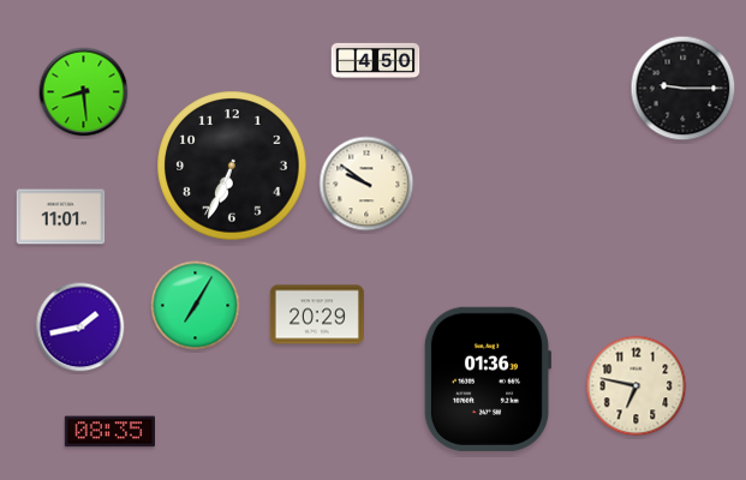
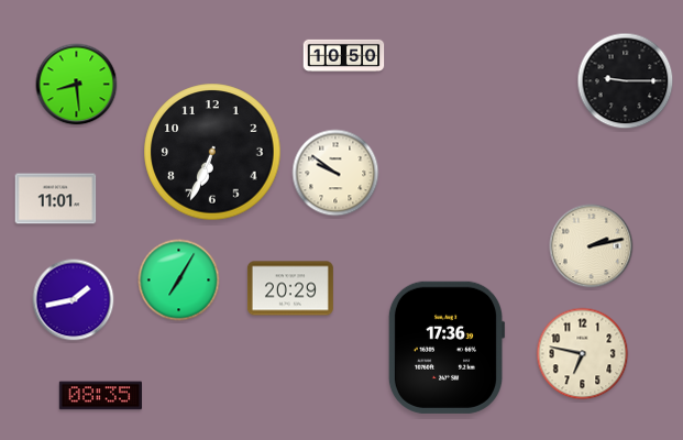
clock at (376, 60): 4:50 -> 10:50
clock at (366, 184) position: (366, 184) -> (335, 173)
clock at (592, 246): none -> 2:13
clock at (488, 379): 01:36 -> 17:36
